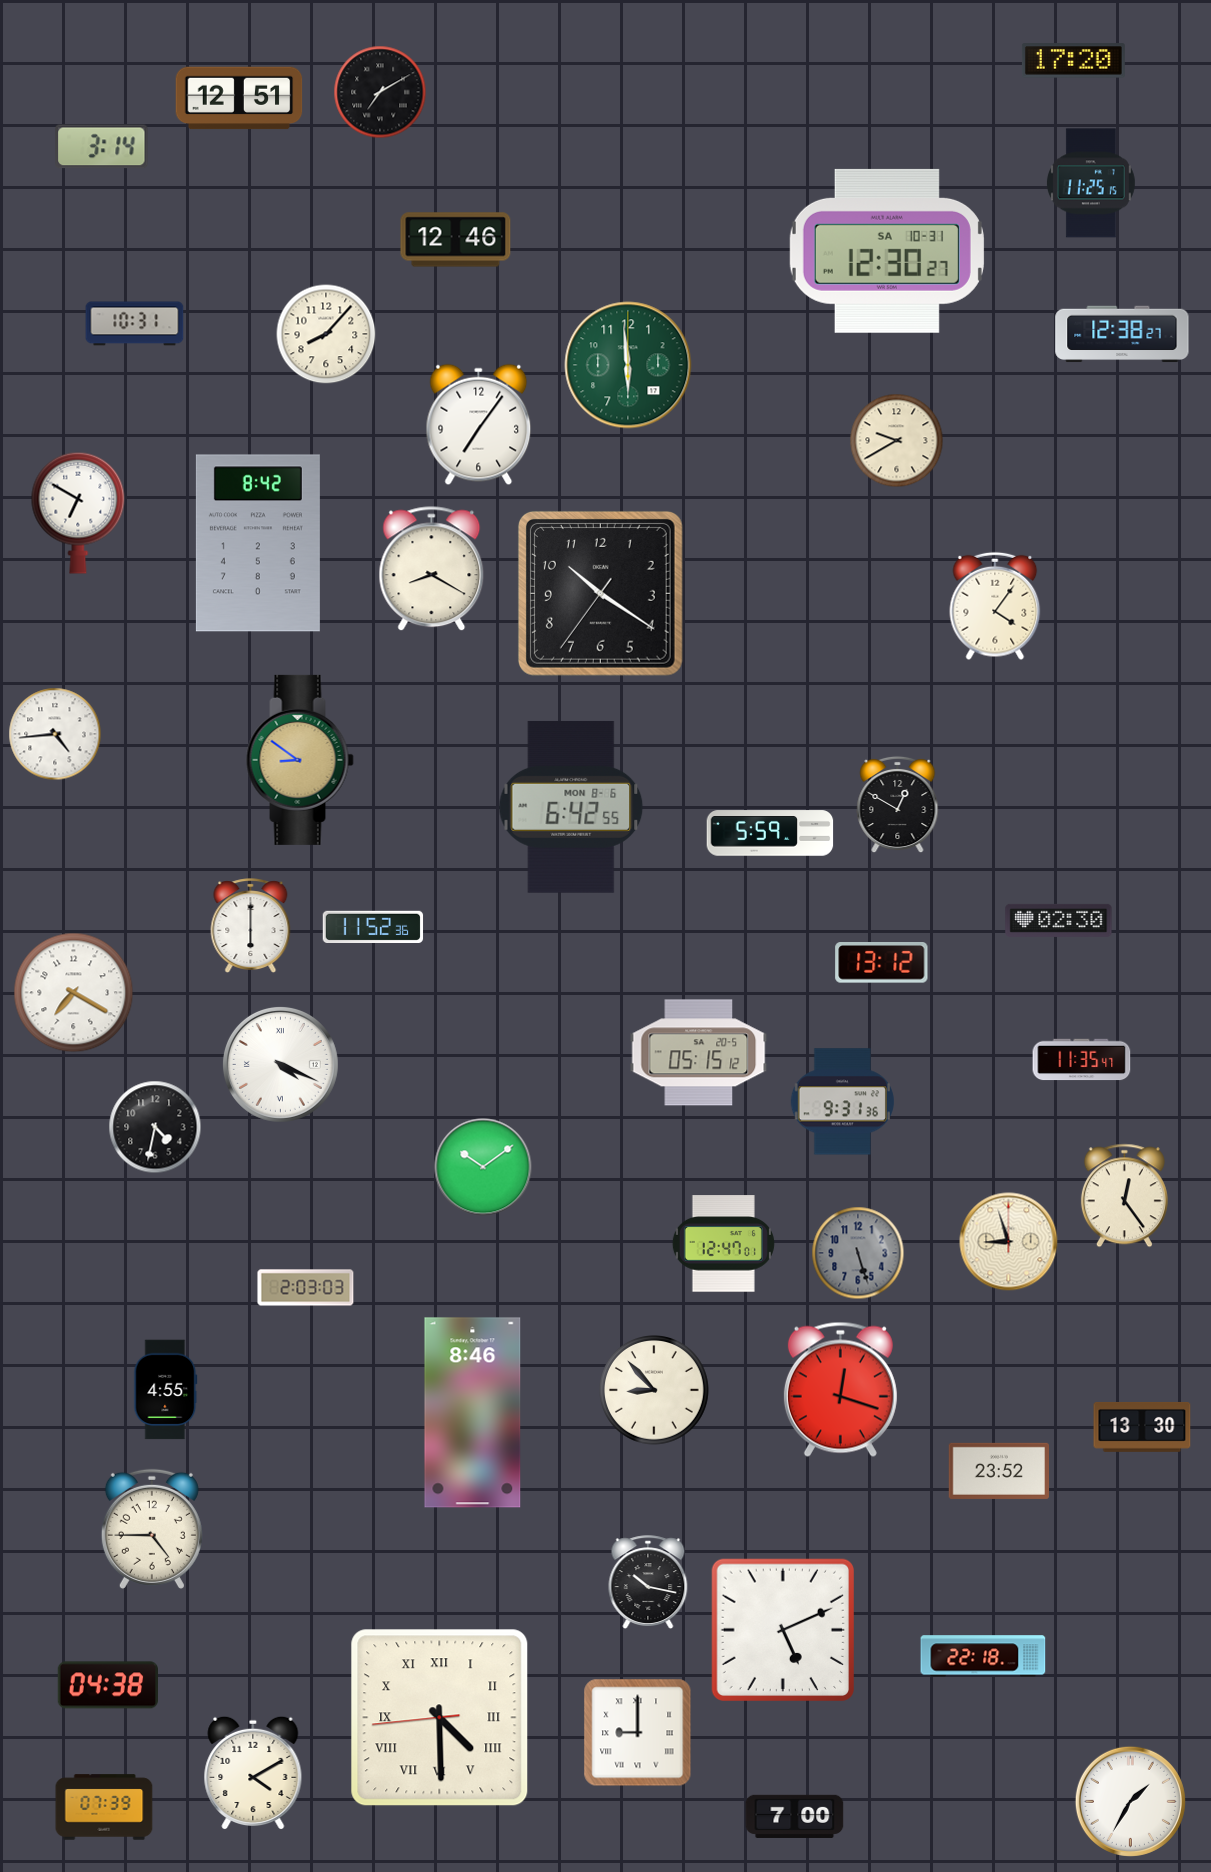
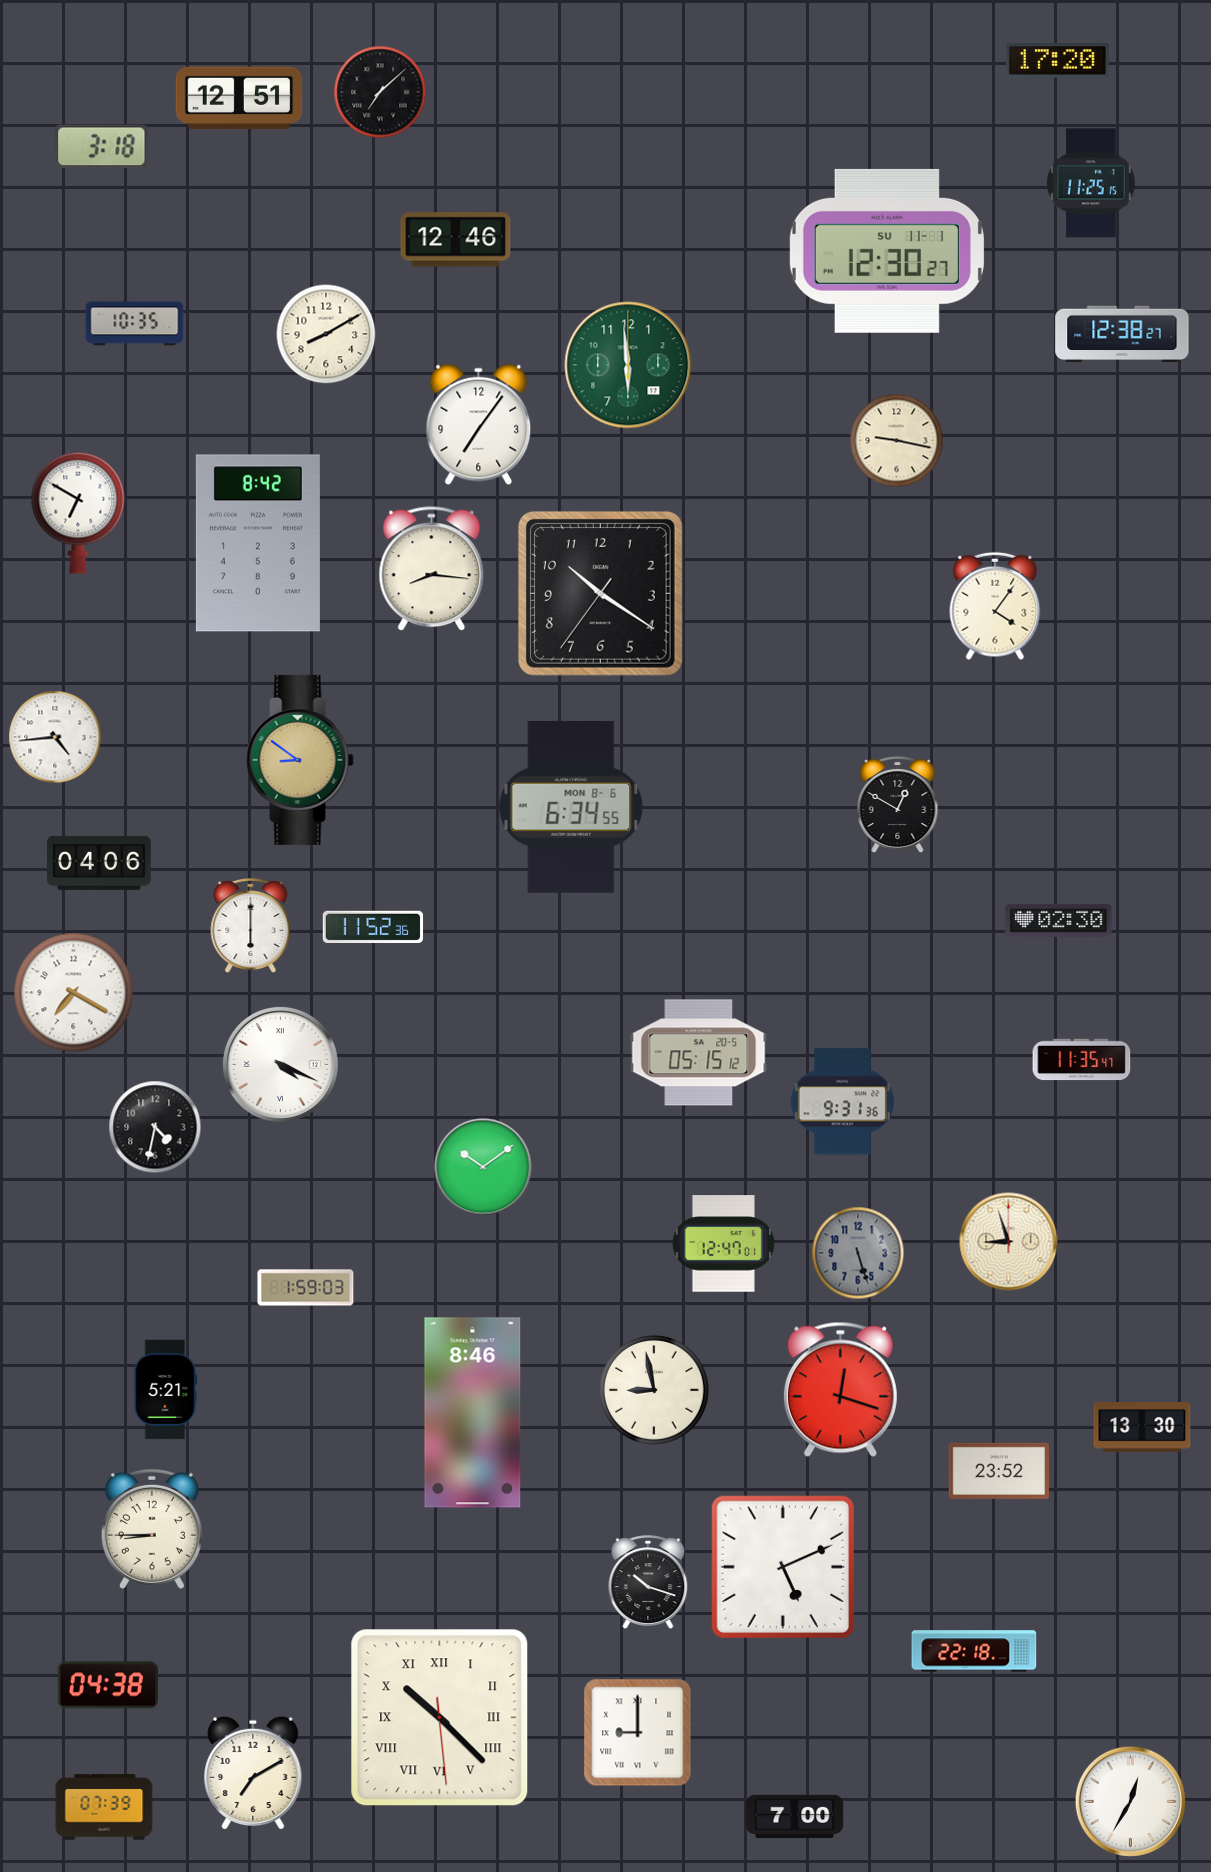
clock at (1073, 61) position: (1073, 61) -> (1057, 61)
clock at (380, 92): 7:10 -> 7:08
clock at (102, 147): 3:14 -> 3:18
clock at (887, 251) date: SA 10-31 -> SU 11-1
clock at (135, 324): 10:31 -> 10:35
clock at (326, 334): 8:07 -> 8:10
clock at (897, 441): 9:40 -> 9:17
clock at (432, 569): 8:20 -> 8:16
clock at (55, 734) position: (55, 734) -> (55, 737)
clock at (571, 807): 6:42 -> 6:34
clock at (770, 833): 5:59 -> none
clock at (100, 863): none -> 04:06
clock at (882, 963): 13:12 -> none
clock at (1124, 1196): 12:24 -> none
clock at (306, 1288): 2:03 -> 1:59
clock at (166, 1390): 4:55 -> 5:21
clock at (655, 1391): 8:53 -> 8:58
clock at (152, 1529): 4:45 -> 8:45
clock at (648, 1582): 10:17 -> 10:18
clock at (782, 1630) position: (782, 1630) -> (782, 1567)
clock at (983, 1656) position: (983, 1656) -> (974, 1651)
clock at (440, 1718): 4:29 -> 10:22
clock at (253, 1772): 4:10 -> 7:10
clock at (1130, 1801): 1:35 -> 12:35
